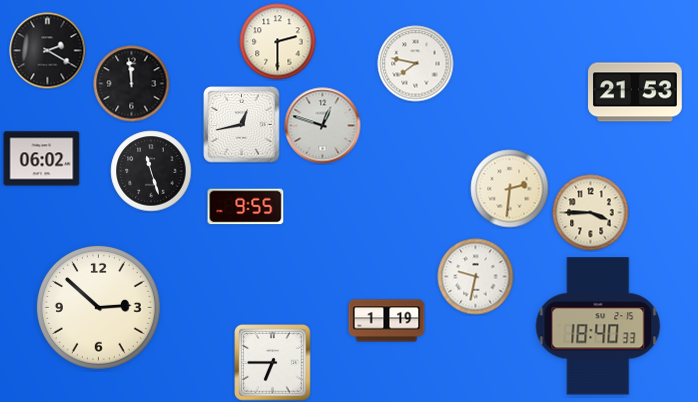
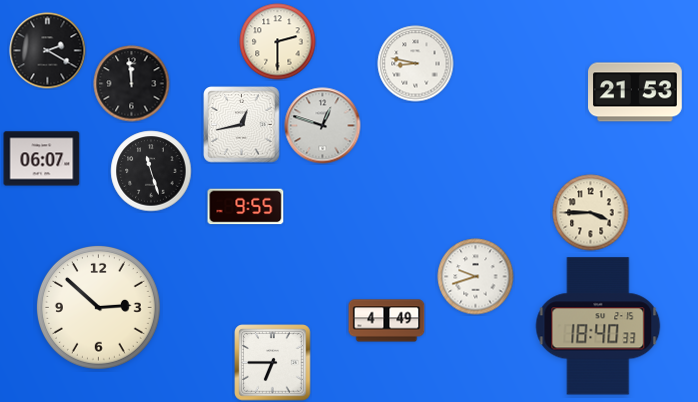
clock at (416, 64): 7:47 -> 8:47
clock at (42, 159): 06:02 -> 06:07
clock at (510, 189): 2:31 -> none
clock at (476, 277): 9:32 -> 9:42
clock at (387, 321): 1:19 -> 4:49
